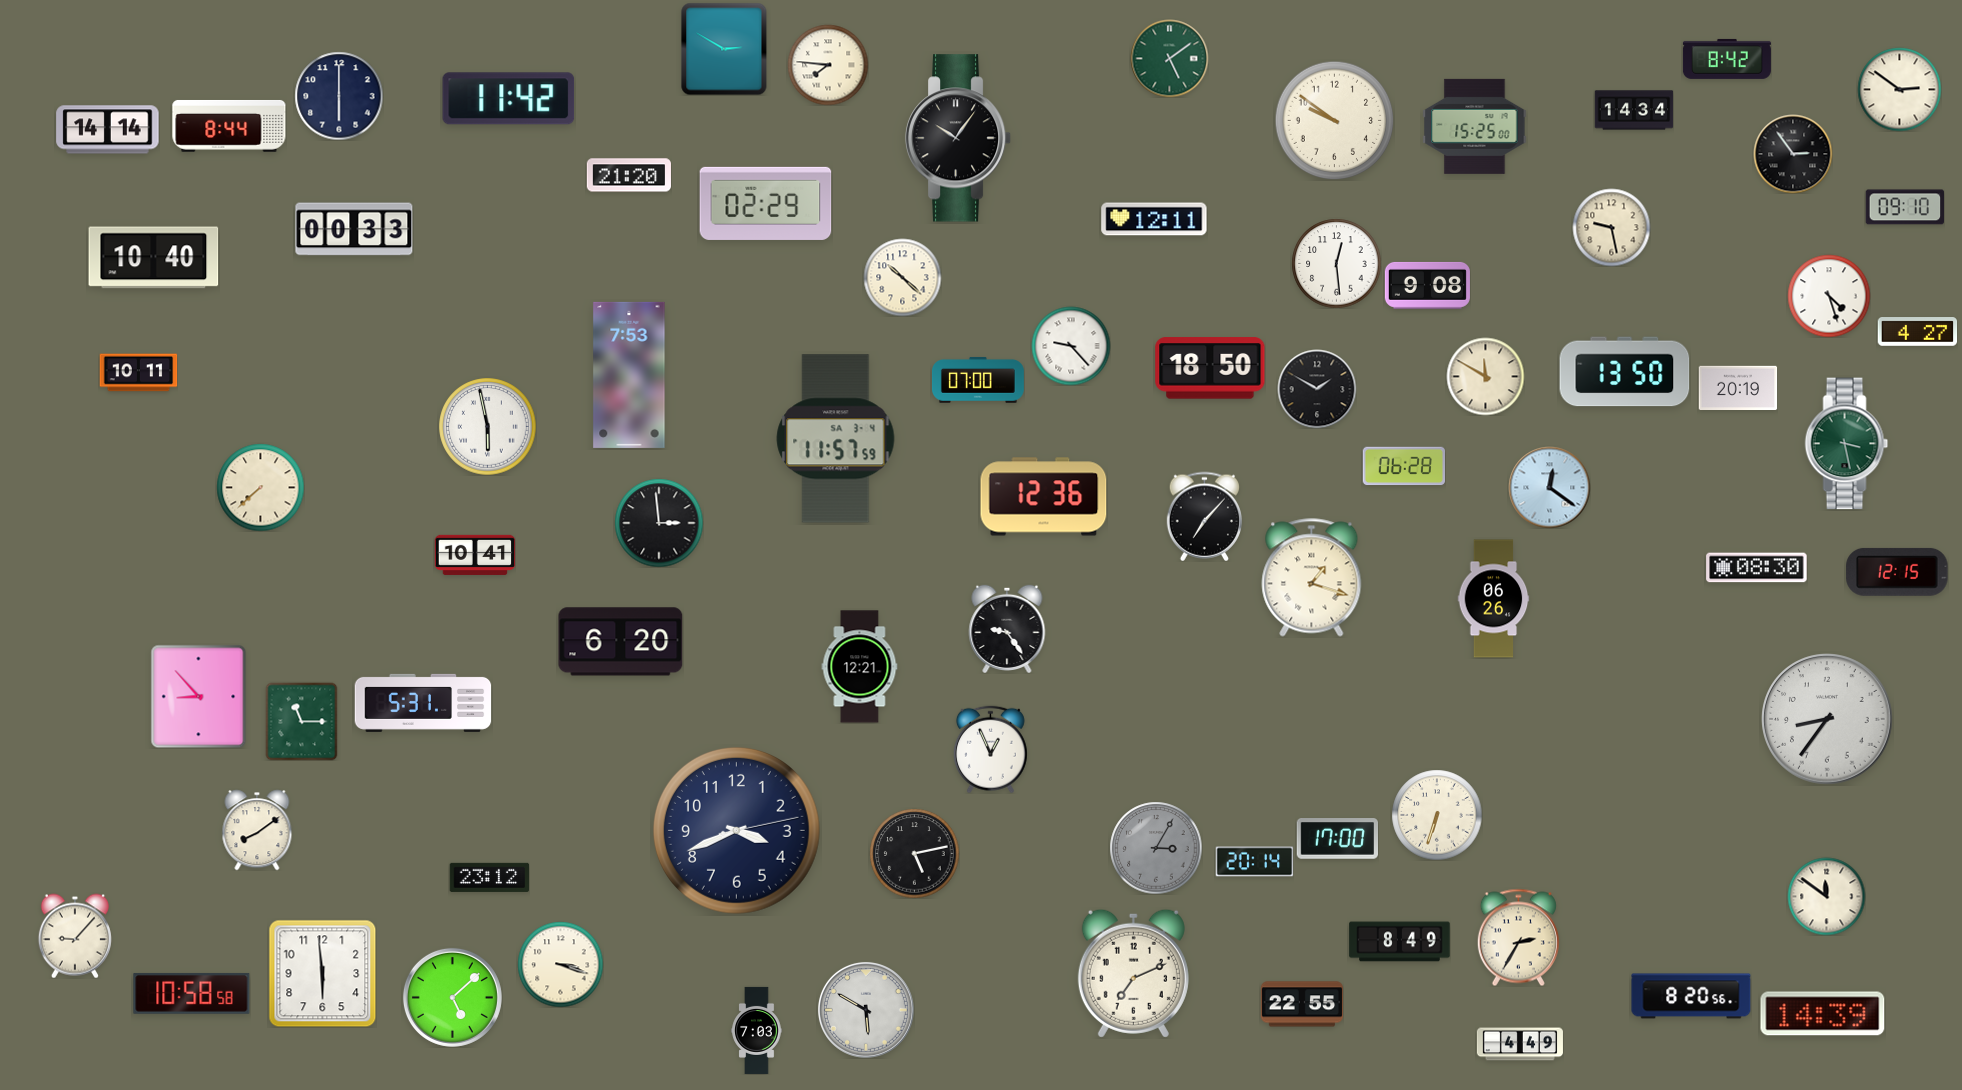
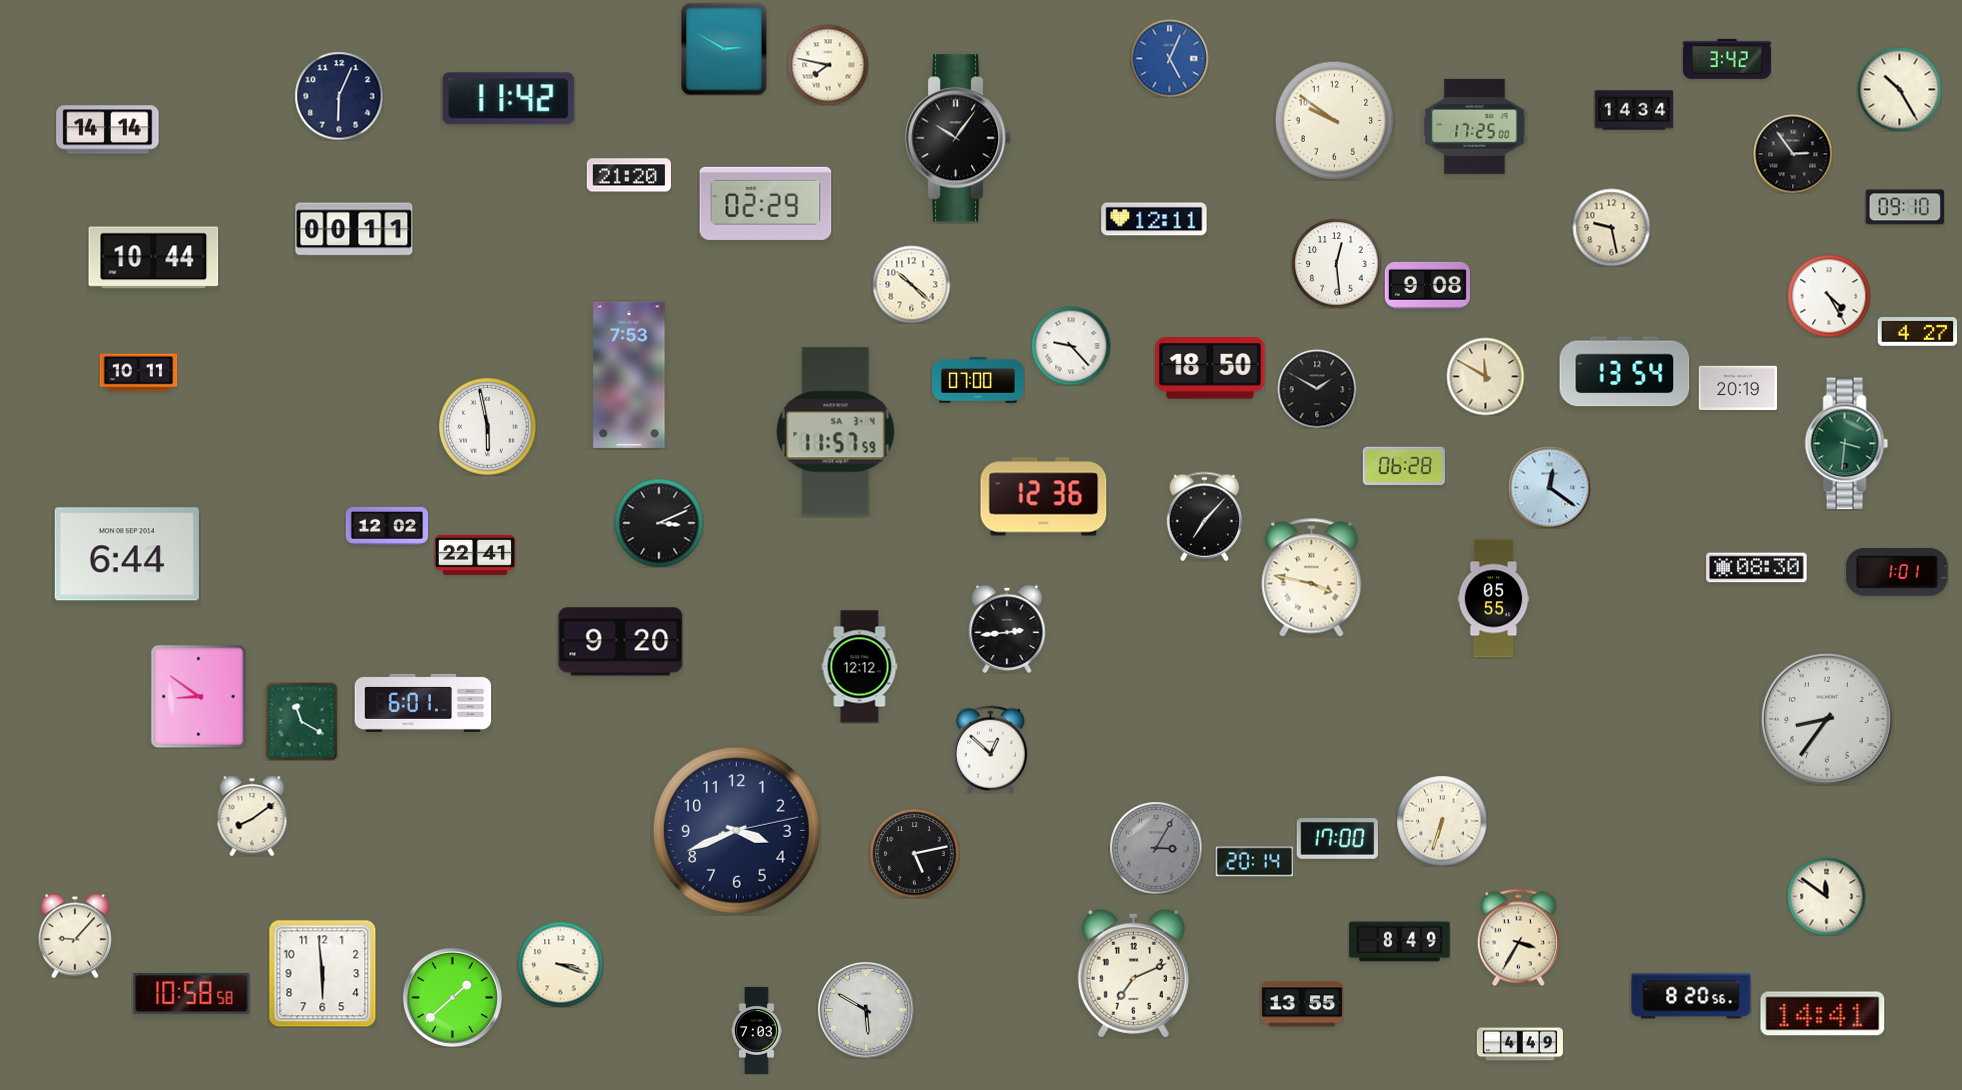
clock at (1169, 58): 5:09 -> 5:04
clock at (1169, 58) dial: green -> blue
clock at (1727, 59): 8:42 -> 3:42
clock at (828, 65): 7:46 -> 7:47
clock at (1899, 89): 2:51 -> 10:25
clock at (339, 96): 6:00 -> 6:04
clock at (229, 126): 8:44 -> none
clock at (1475, 126): 15:25 -> 17:25
clock at (354, 229): 00:33 -> 00:11
clock at (154, 258): 10:40 -> 10:44
clock at (902, 277) position: (902, 277) -> (911, 284)
clock at (1829, 296): 4:27 -> 4:25
clock at (1625, 372): 13:50 -> 13:54
clock at (836, 439) position: (836, 439) -> (836, 432)
clock at (1847, 444): 3:28 -> 3:31
clock at (260, 487): 7:38 -> none
clock at (659, 523): 2:59 -> 3:11
clock at (387, 526): none -> 12:02
clock at (127, 554): none -> 6:44
clock at (475, 555): 10:41 -> 22:41
clock at (1897, 572): 12:15 -> 1:01
clock at (1312, 578): 1:18 -> 3:47
clock at (1494, 599): 06:26 -> 05:55
clock at (1007, 628): 9:24 -> 2:44
clock at (621, 642): 6:20 -> 9:20
clock at (860, 667): 12:21 -> 12:12
clock at (199, 696): 8:53 -> 8:51
clock at (423, 703): 5:31 -> 6:01
clock at (302, 721): 11:15 -> 11:20
clock at (990, 749): 12:56 -> 12:52
clock at (1437, 815) position: (1437, 815) -> (1442, 821)
clock at (257, 830) position: (257, 830) -> (252, 816)
clock at (489, 877): 23:12 -> none
clock at (1518, 937): 2:35 -> 3:35
clock at (452, 997): 5:08 -> 1:38
clock at (1301, 1004): 22:55 -> 13:55
clock at (1823, 1014): 14:39 -> 14:41
